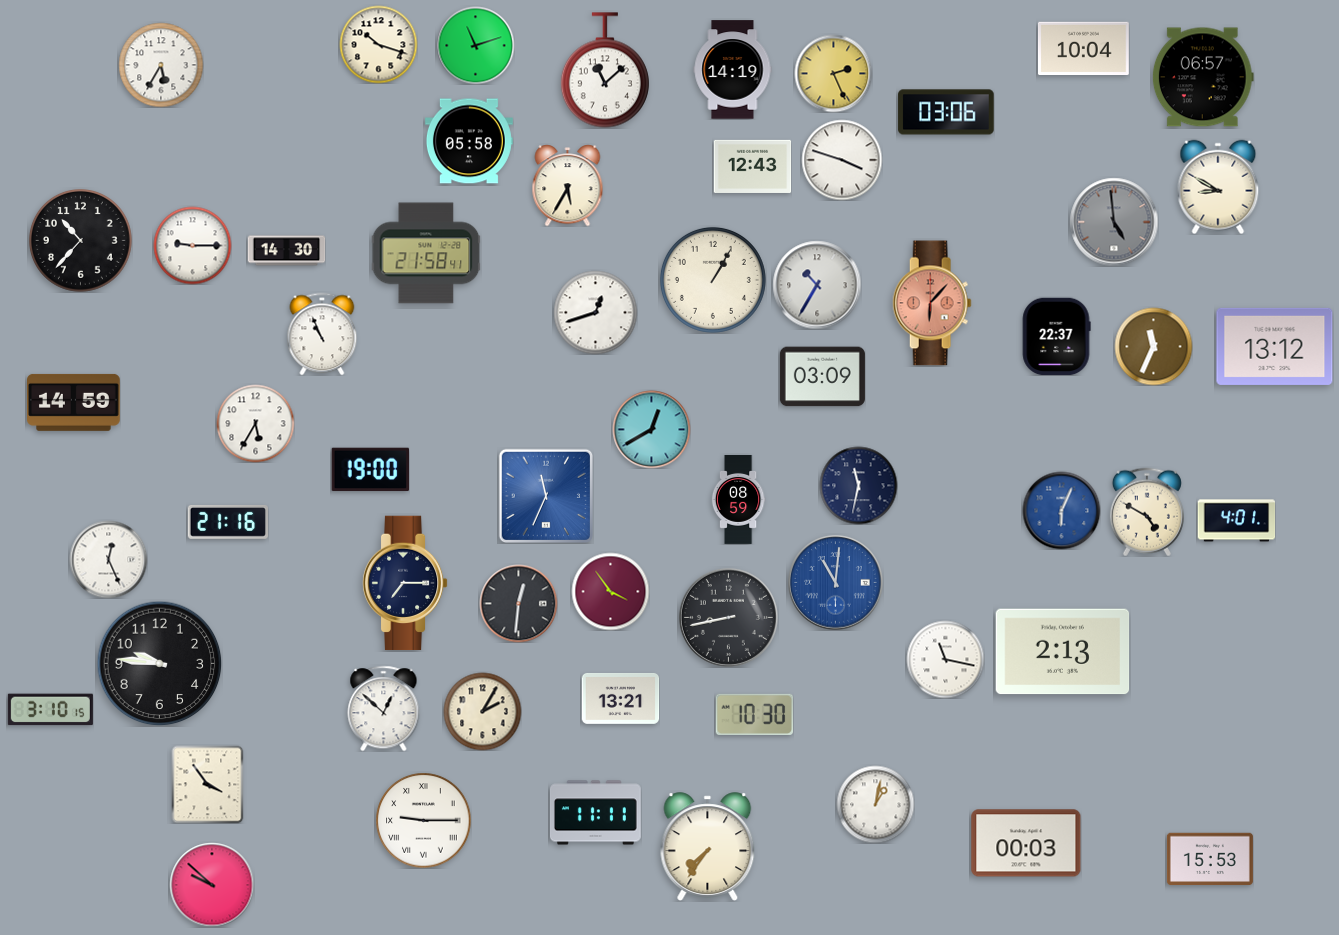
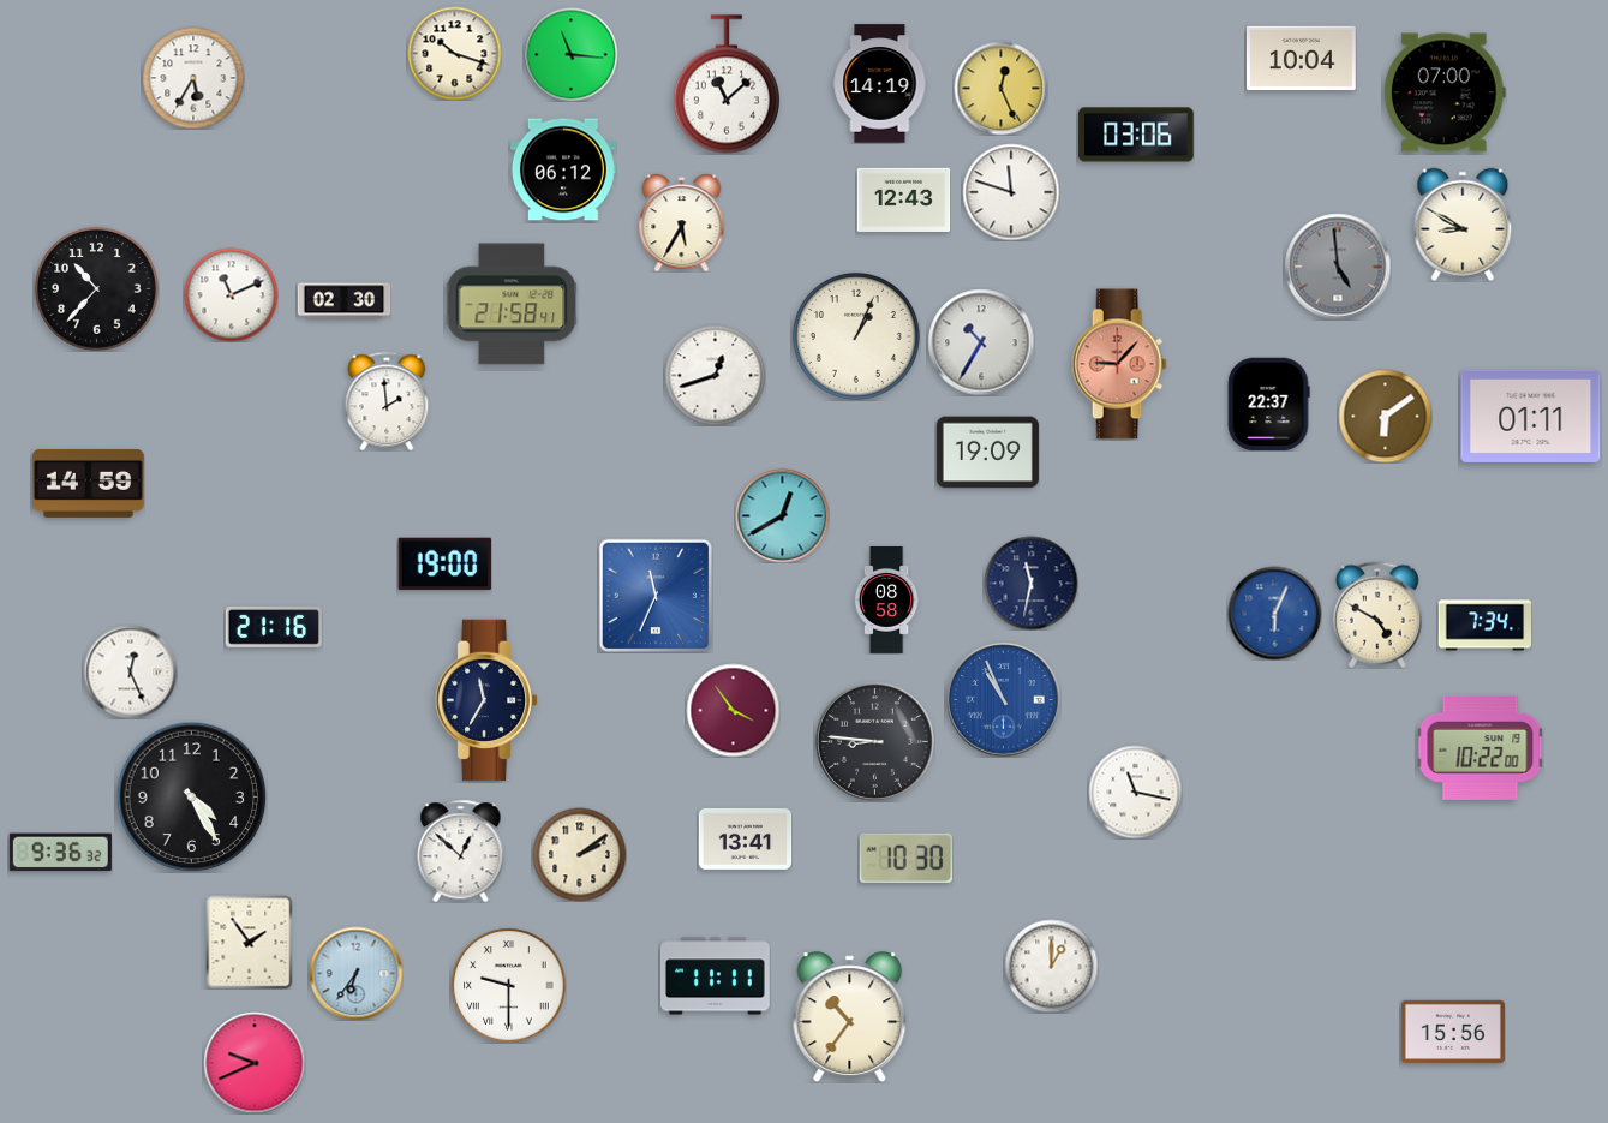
clock at (475, 45): 11:12 -> 11:16
clock at (833, 73): 2:26 -> 12:26
clock at (1203, 77): 06:57 -> 07:00
clock at (469, 141): 05:58 -> 06:12
clock at (842, 160): 3:48 -> 11:48
clock at (192, 245): 9:15 -> 11:11
clock at (286, 251): 14:30 -> 02:30
clock at (713, 280): 1:05 -> 1:04
clock at (932, 303): 6:07 -> 9:07
clock at (322, 334): 10:56 -> 1:59
clock at (1153, 346): 11:34 -> 6:09
clock at (1275, 346): 13:12 -> 01:11
clock at (822, 377): 03:09 -> 19:09
clock at (255, 423): 5:35 -> none
clock at (738, 499): 08:59 -> 08:58
clock at (1236, 521): 4:01 -> 7:34
clock at (405, 583): 7:15 -> 11:35
clock at (836, 583): 11:01 -> 10:56
clock at (518, 603): 12:31 -> none
clock at (728, 617): 8:43 -> 8:46
clock at (1480, 747): none -> 10:22
clock at (1063, 652): 2:13 -> none
clock at (159, 663): 9:46 -> 4:25
clock at (620, 698): 13:21 -> 13:41
clock at (50, 710): 3:10 -> 9:36
clock at (482, 711): 2:05 -> 2:09
clock at (208, 784): 3:54 -> 1:54
clock at (875, 804): 1:02 -> 1:00
clock at (355, 973): none -> 6:36
clock at (423, 820): 9:15 -> 9:30
clock at (1026, 843): 00:03 -> none
clock at (708, 847): 7:36 -> 10:36
clock at (1210, 859): 15:53 -> 15:56
clock at (212, 885): 9:52 -> 9:41
